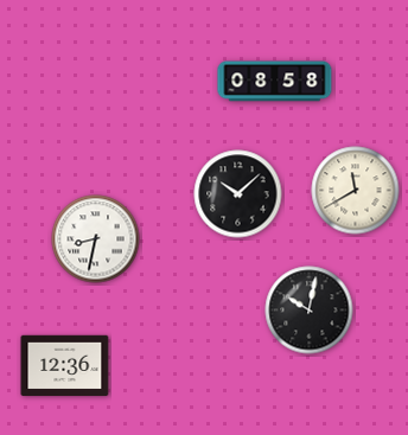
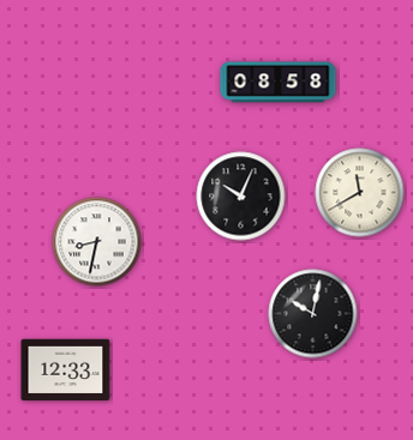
clock at (238, 194): 10:08 -> 10:04
clock at (65, 366): 12:36 -> 12:33
